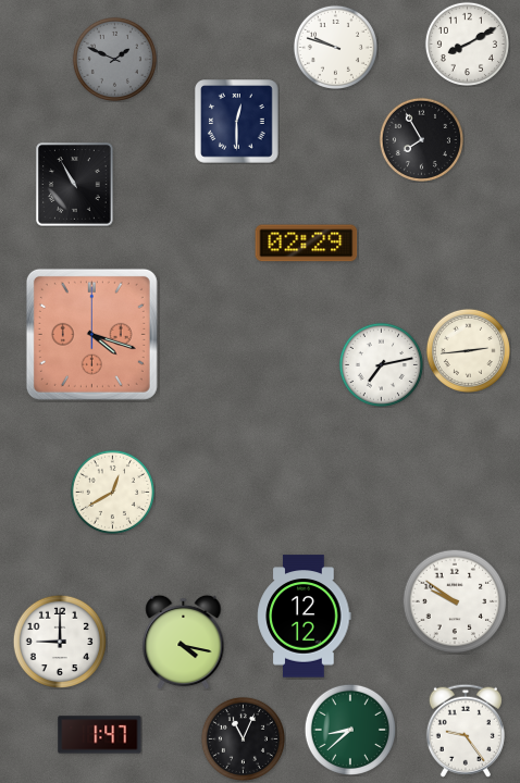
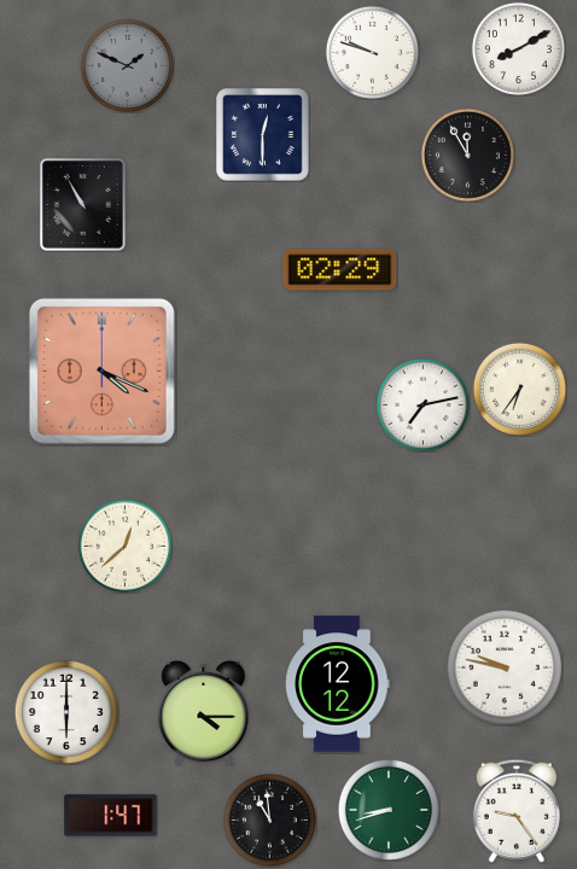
clock at (421, 139): 7:55 -> 11:55
clock at (91, 334): 4:18 -> 4:19
clock at (468, 350): 2:44 -> 6:36
clock at (112, 492): 12:40 -> 12:38
clock at (455, 601): 9:51 -> 9:47
clock at (59, 641): 9:00 -> 6:00
clock at (184, 642): 4:17 -> 4:15
clock at (349, 729): 8:38 -> 8:42
clock at (243, 738): 11:04 -> 10:59
